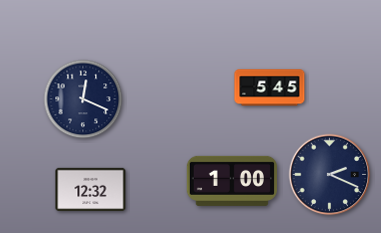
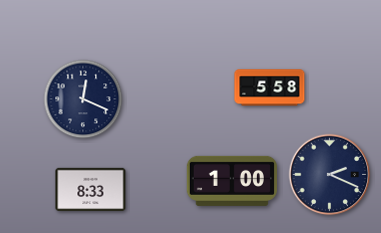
clock at (270, 88): 5:45 -> 5:58
clock at (91, 189): 12:32 -> 8:33
